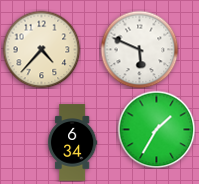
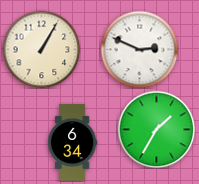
clock at (41, 49): 4:37 -> 1:05
clock at (139, 49): 5:49 -> 2:49
